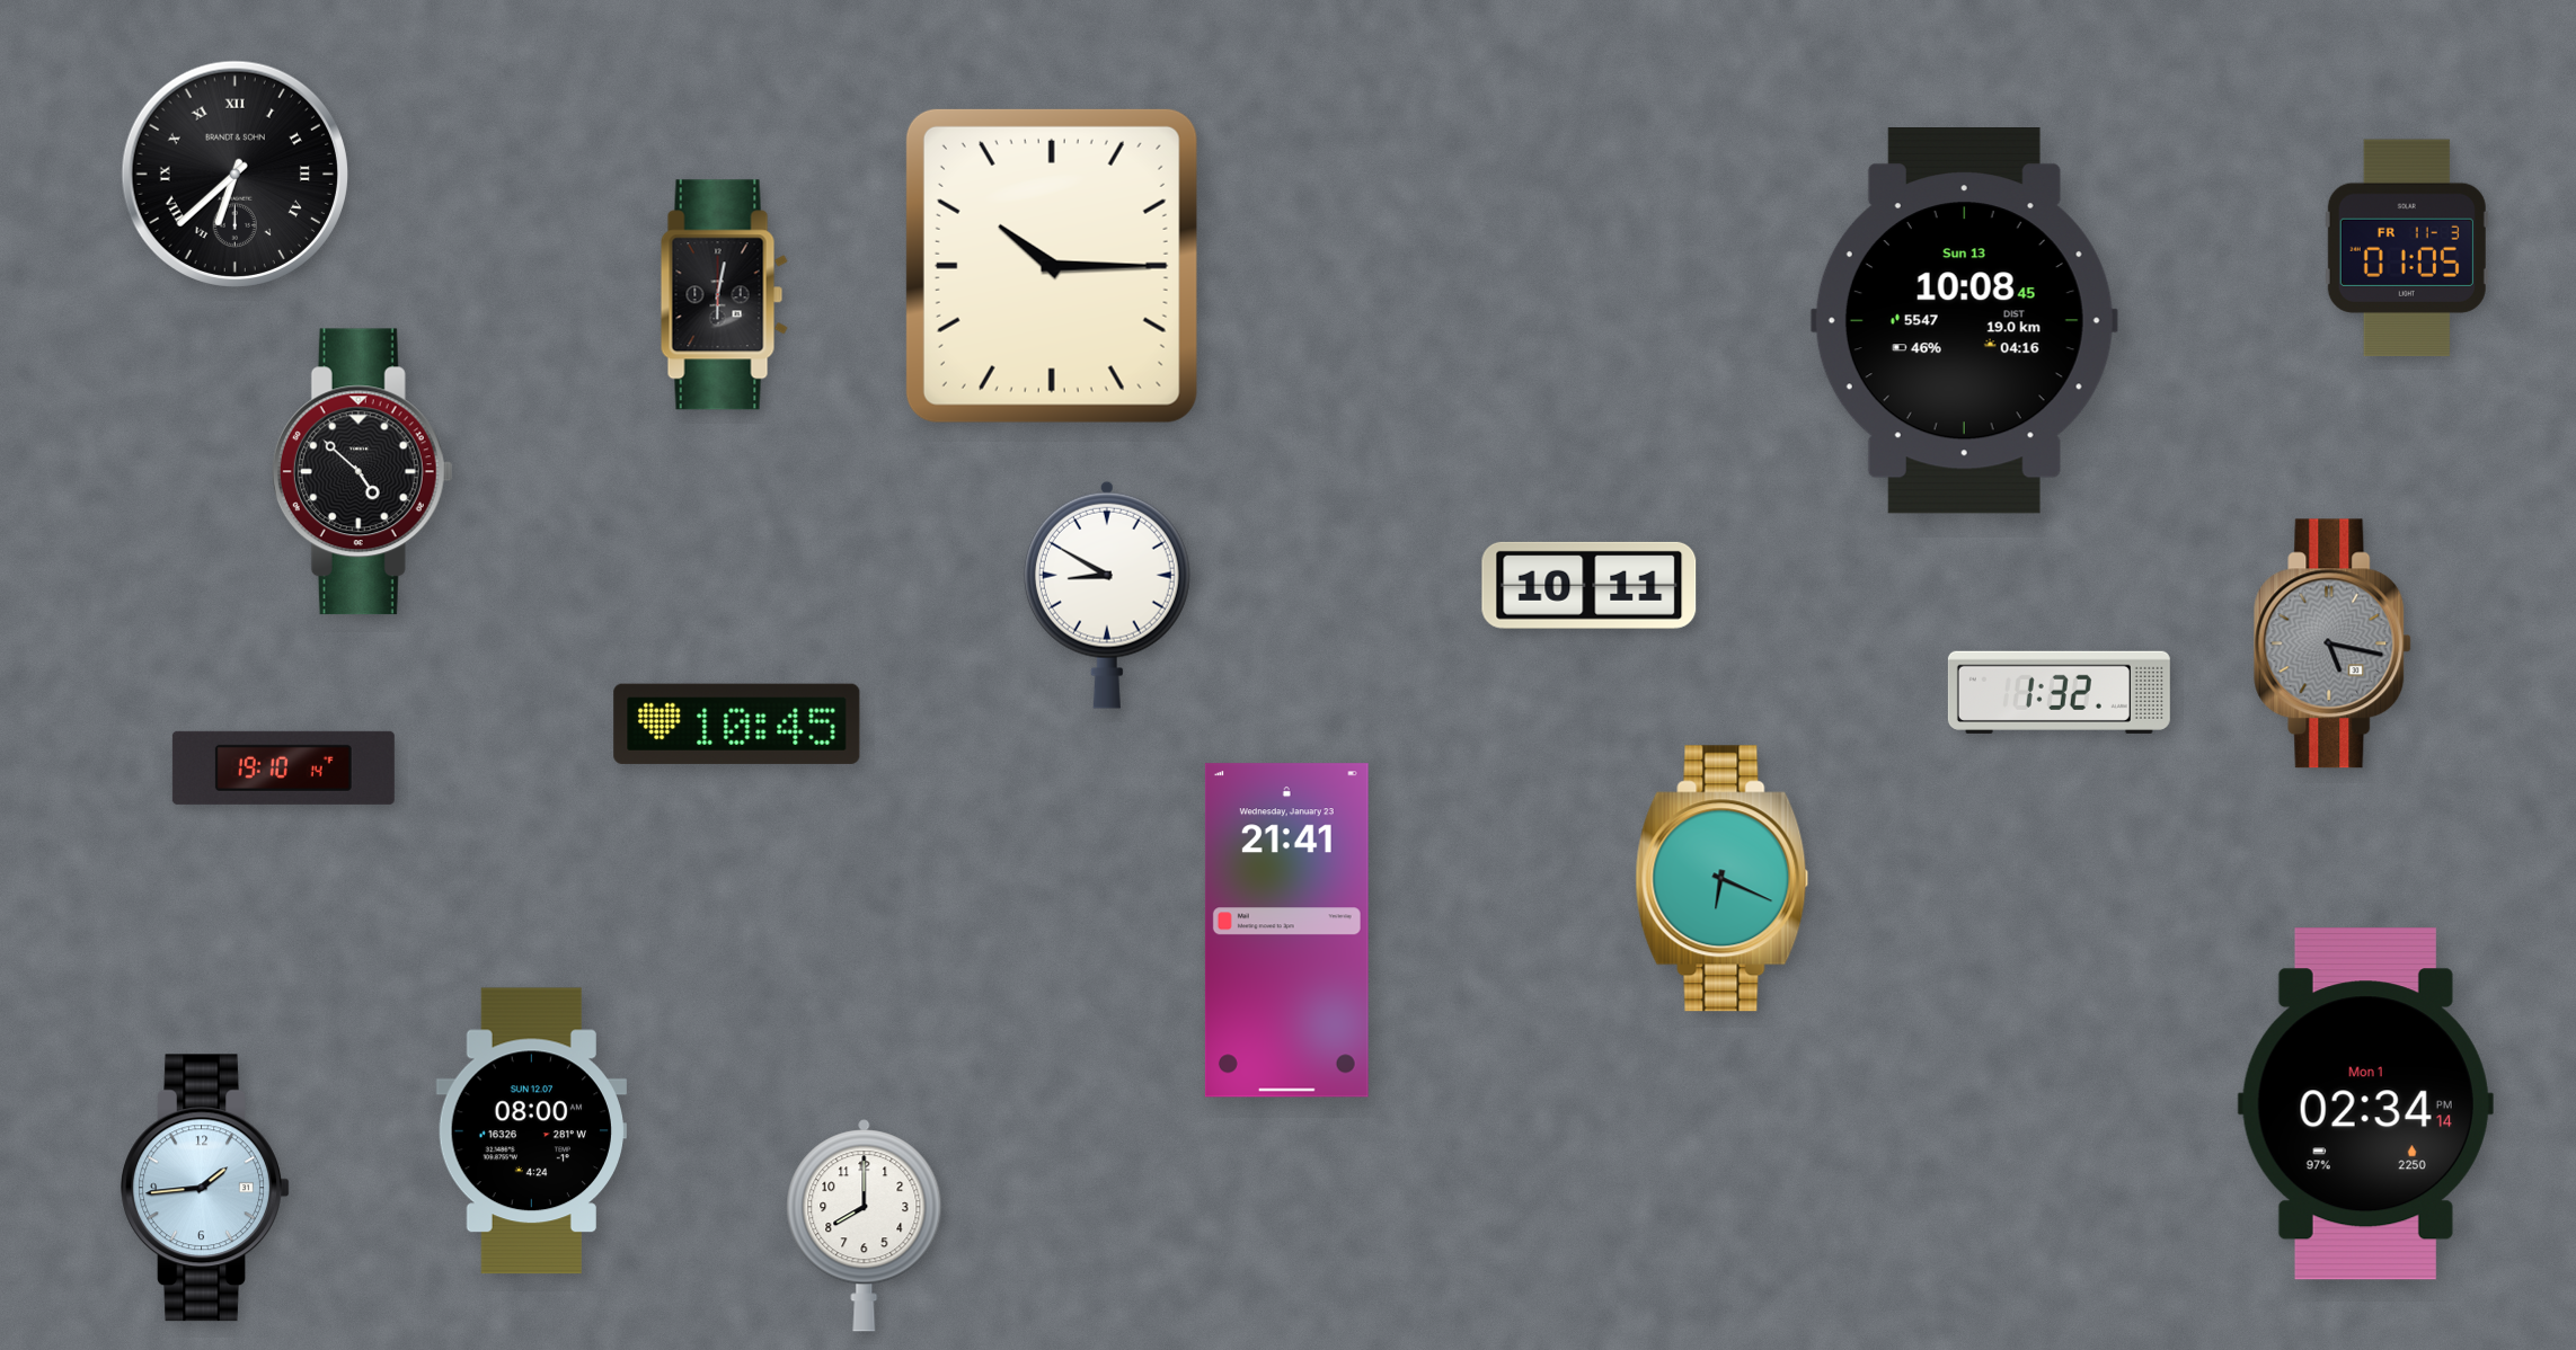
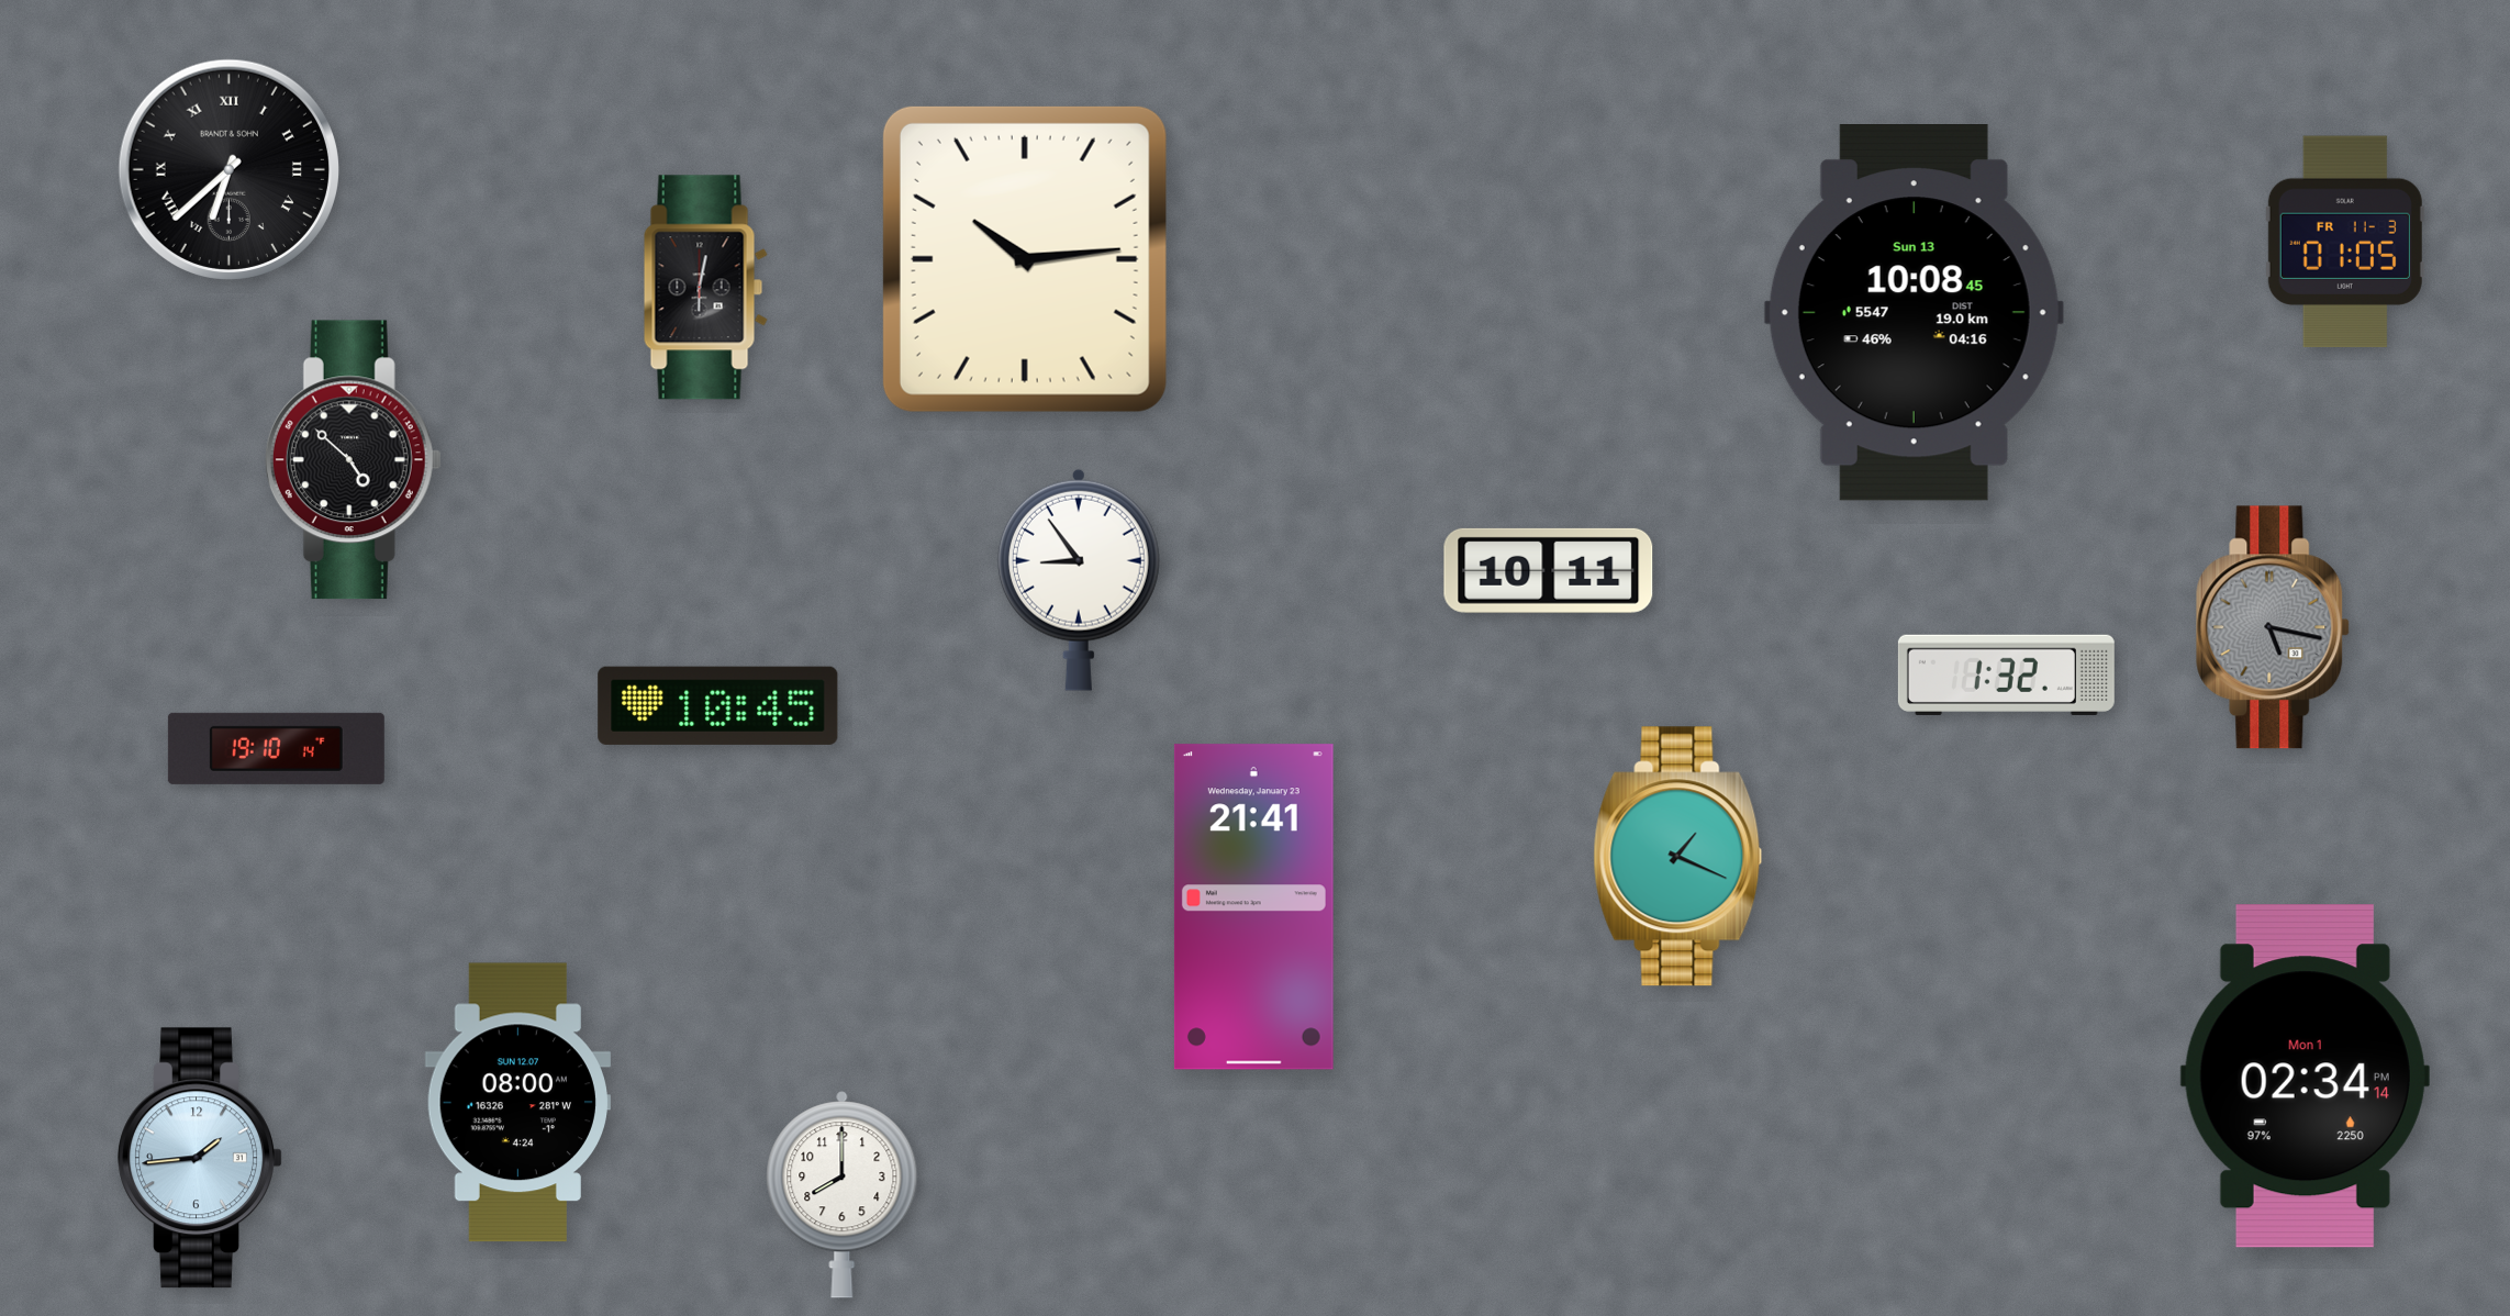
clock at (1052, 266): 10:15 -> 10:14
clock at (1107, 595): 8:50 -> 8:54
clock at (1723, 879): 6:19 -> 1:19
